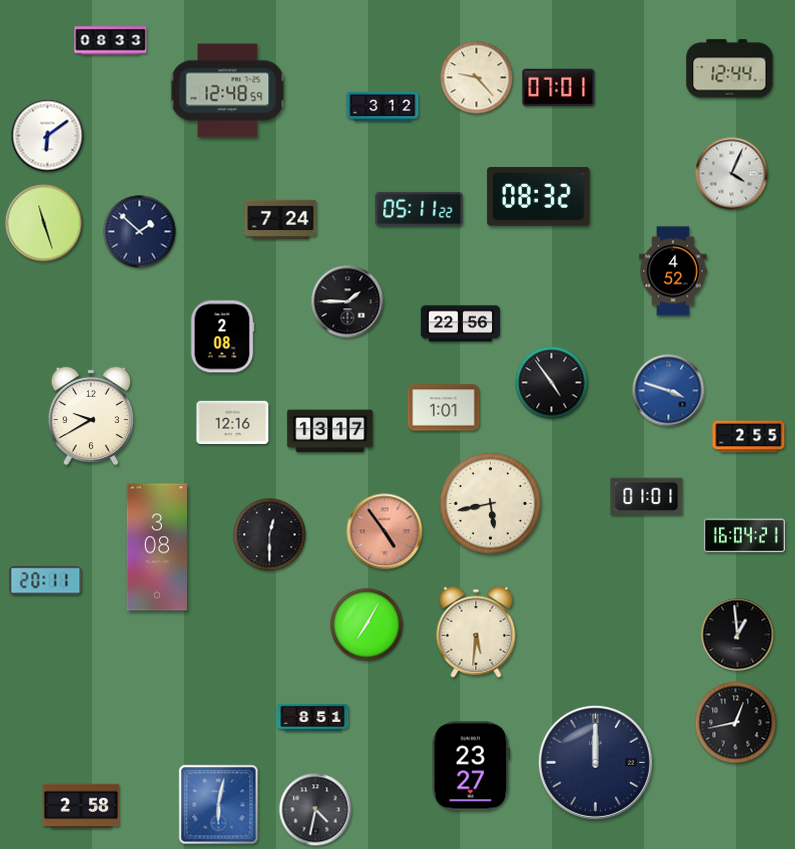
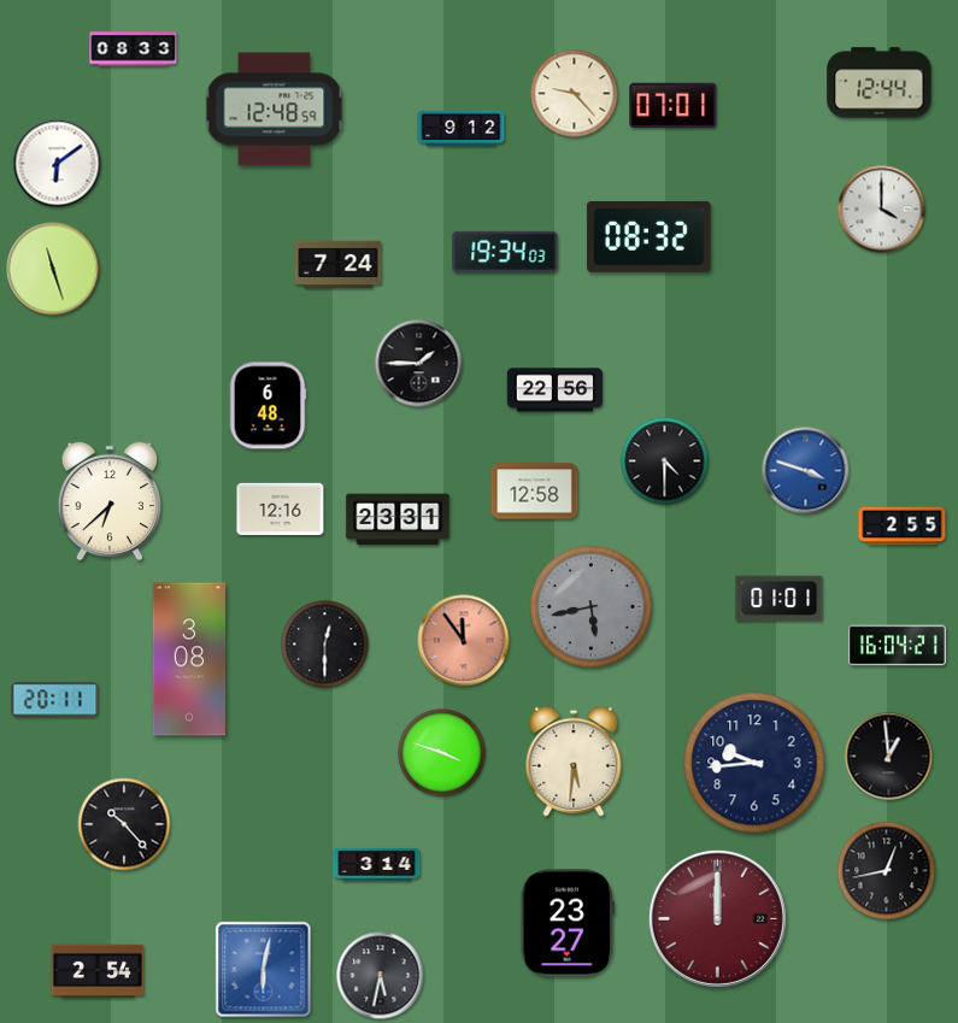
clock at (383, 107): 3:12 -> 9:12
clock at (732, 174): 4:04 -> 4:00
clock at (419, 209): 05:11 -> 19:34
clock at (140, 232): 1:52 -> none
clock at (673, 271): 4:52 -> none
clock at (222, 337): 2:08 -> 6:48
clock at (552, 383): 4:54 -> 4:30
clock at (444, 408): 1:01 -> 12:58
clock at (91, 416): 9:40 -> 6:38
clock at (330, 431): 13:17 -> 23:31
clock at (490, 503) dial: cream -> grey
clock at (385, 532): 4:54 -> 11:54
clock at (367, 625): 7:05 -> 3:48
clock at (754, 763): none -> 9:44
clock at (738, 635) position: (738, 635) -> (889, 757)
clock at (124, 824): none -> 10:23
clock at (313, 717): 8:51 -> 3:14
clock at (595, 762) dial: navy -> burgundy
clock at (81, 806): 2:58 -> 2:54
clock at (316, 810): 4:32 -> 5:32
